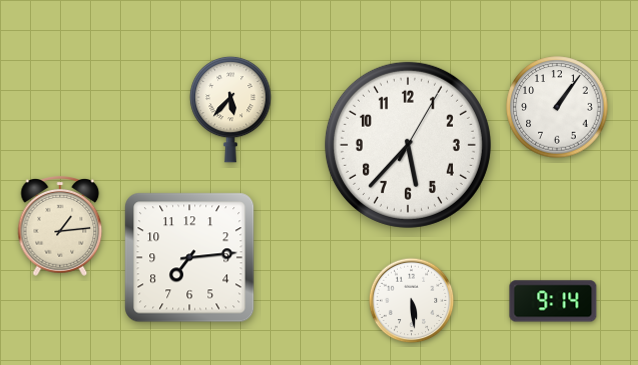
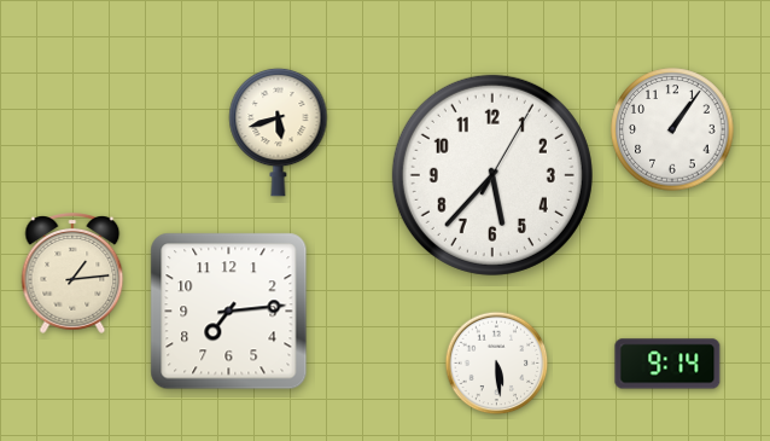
clock at (231, 109): 5:37 -> 5:42
